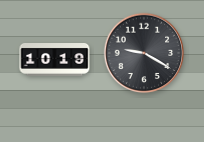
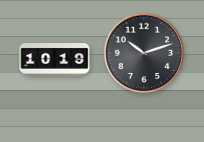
clock at (144, 53): 9:20 -> 10:12
